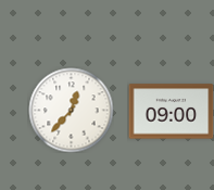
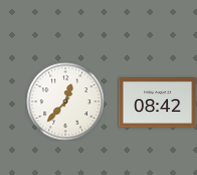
clock at (171, 112): 09:00 -> 08:42
